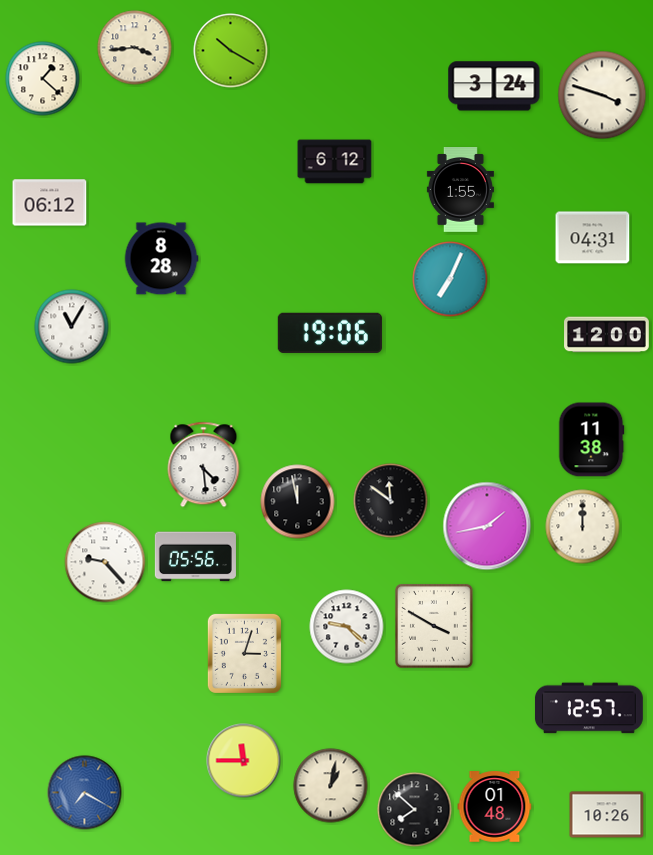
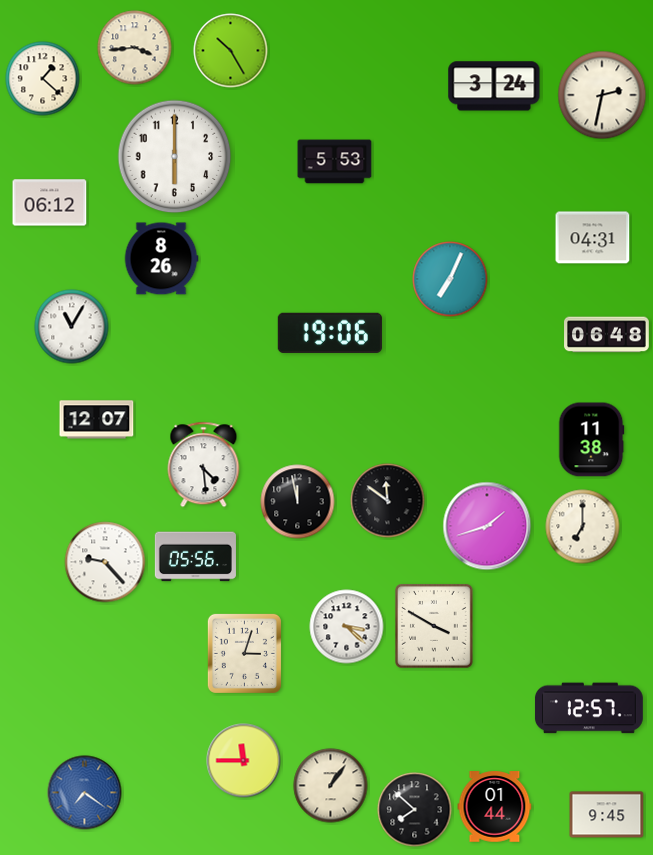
clock at (231, 51): 10:20 -> 10:25
clock at (602, 95): 3:48 -> 2:32
clock at (175, 157): none -> 6:00
clock at (335, 162): 6:12 -> 5:53
clock at (460, 190): 1:55 -> none
clock at (161, 259): 8:28 -> 8:26
clock at (607, 335): 12:00 -> 06:48
clock at (97, 420): none -> 12:07
clock at (391, 501) position: (391, 501) -> (388, 501)
clock at (487, 526): 1:43 -> 1:42
clock at (583, 527): 12:00 -> 7:00
clock at (347, 627): 9:22 -> 3:22
clock at (331, 786): 1:02 -> 1:06
clock at (85, 793): 7:20 -> 7:21
clock at (495, 807): 01:48 -> 01:44
clock at (607, 815): 10:26 -> 9:45
